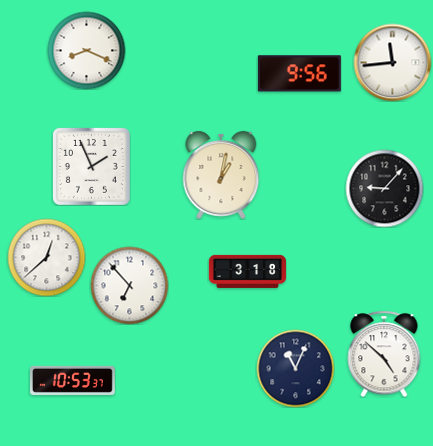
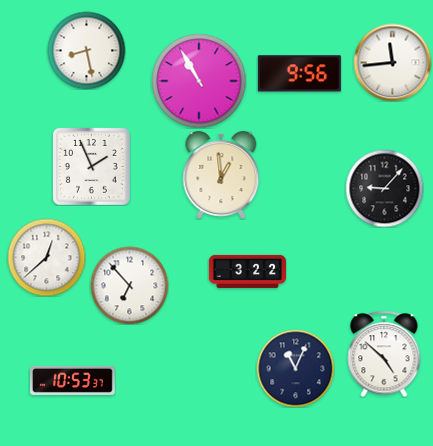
clock at (86, 50): 8:19 -> 8:28
clock at (199, 81): none -> 10:55
clock at (221, 175): 1:02 -> 12:59
clock at (247, 271): 3:18 -> 3:22
